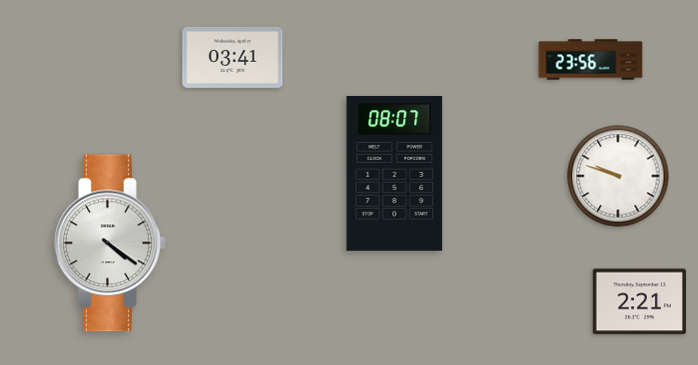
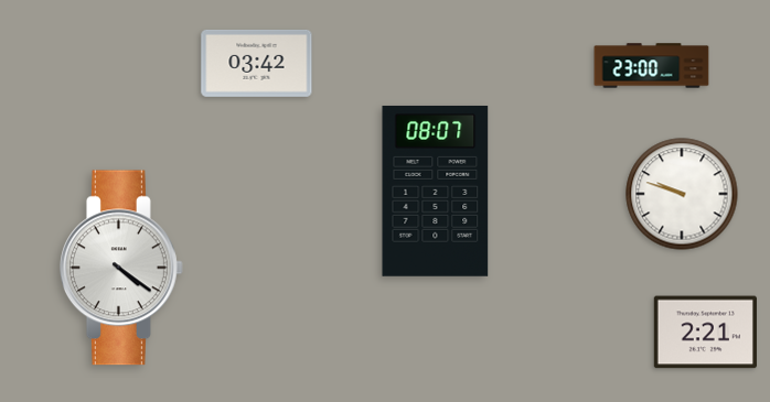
clock at (233, 57): 03:41 -> 03:42
clock at (591, 60): 23:56 -> 23:00
